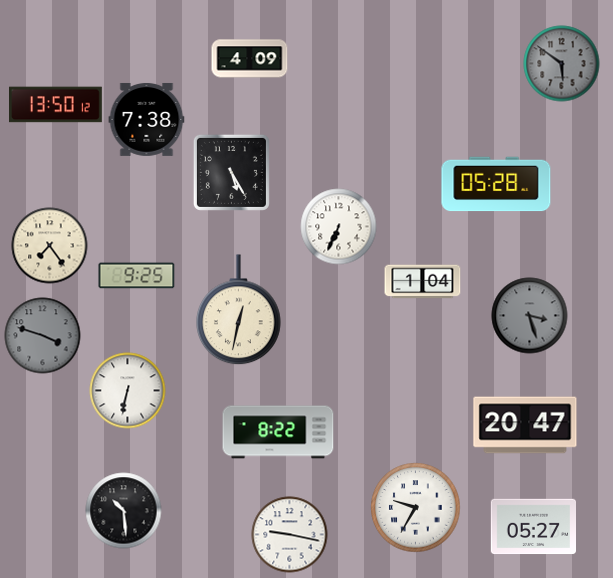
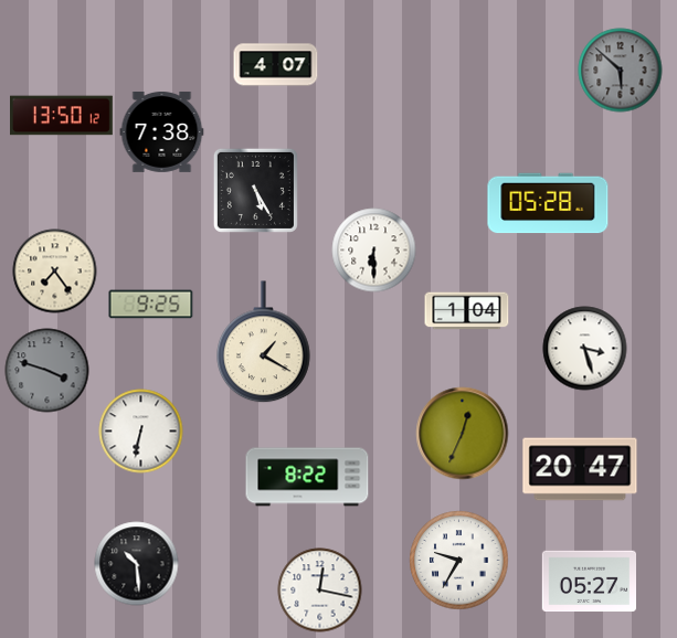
clock at (250, 59): 4:09 -> 4:07
clock at (562, 64): 5:51 -> 5:52
clock at (339, 227): 6:34 -> 6:30
clock at (239, 310): 12:32 -> 1:20
clock at (530, 316) dial: grey -> white
clock at (463, 434): none -> 12:34
clock at (290, 535): 9:17 -> 12:17
